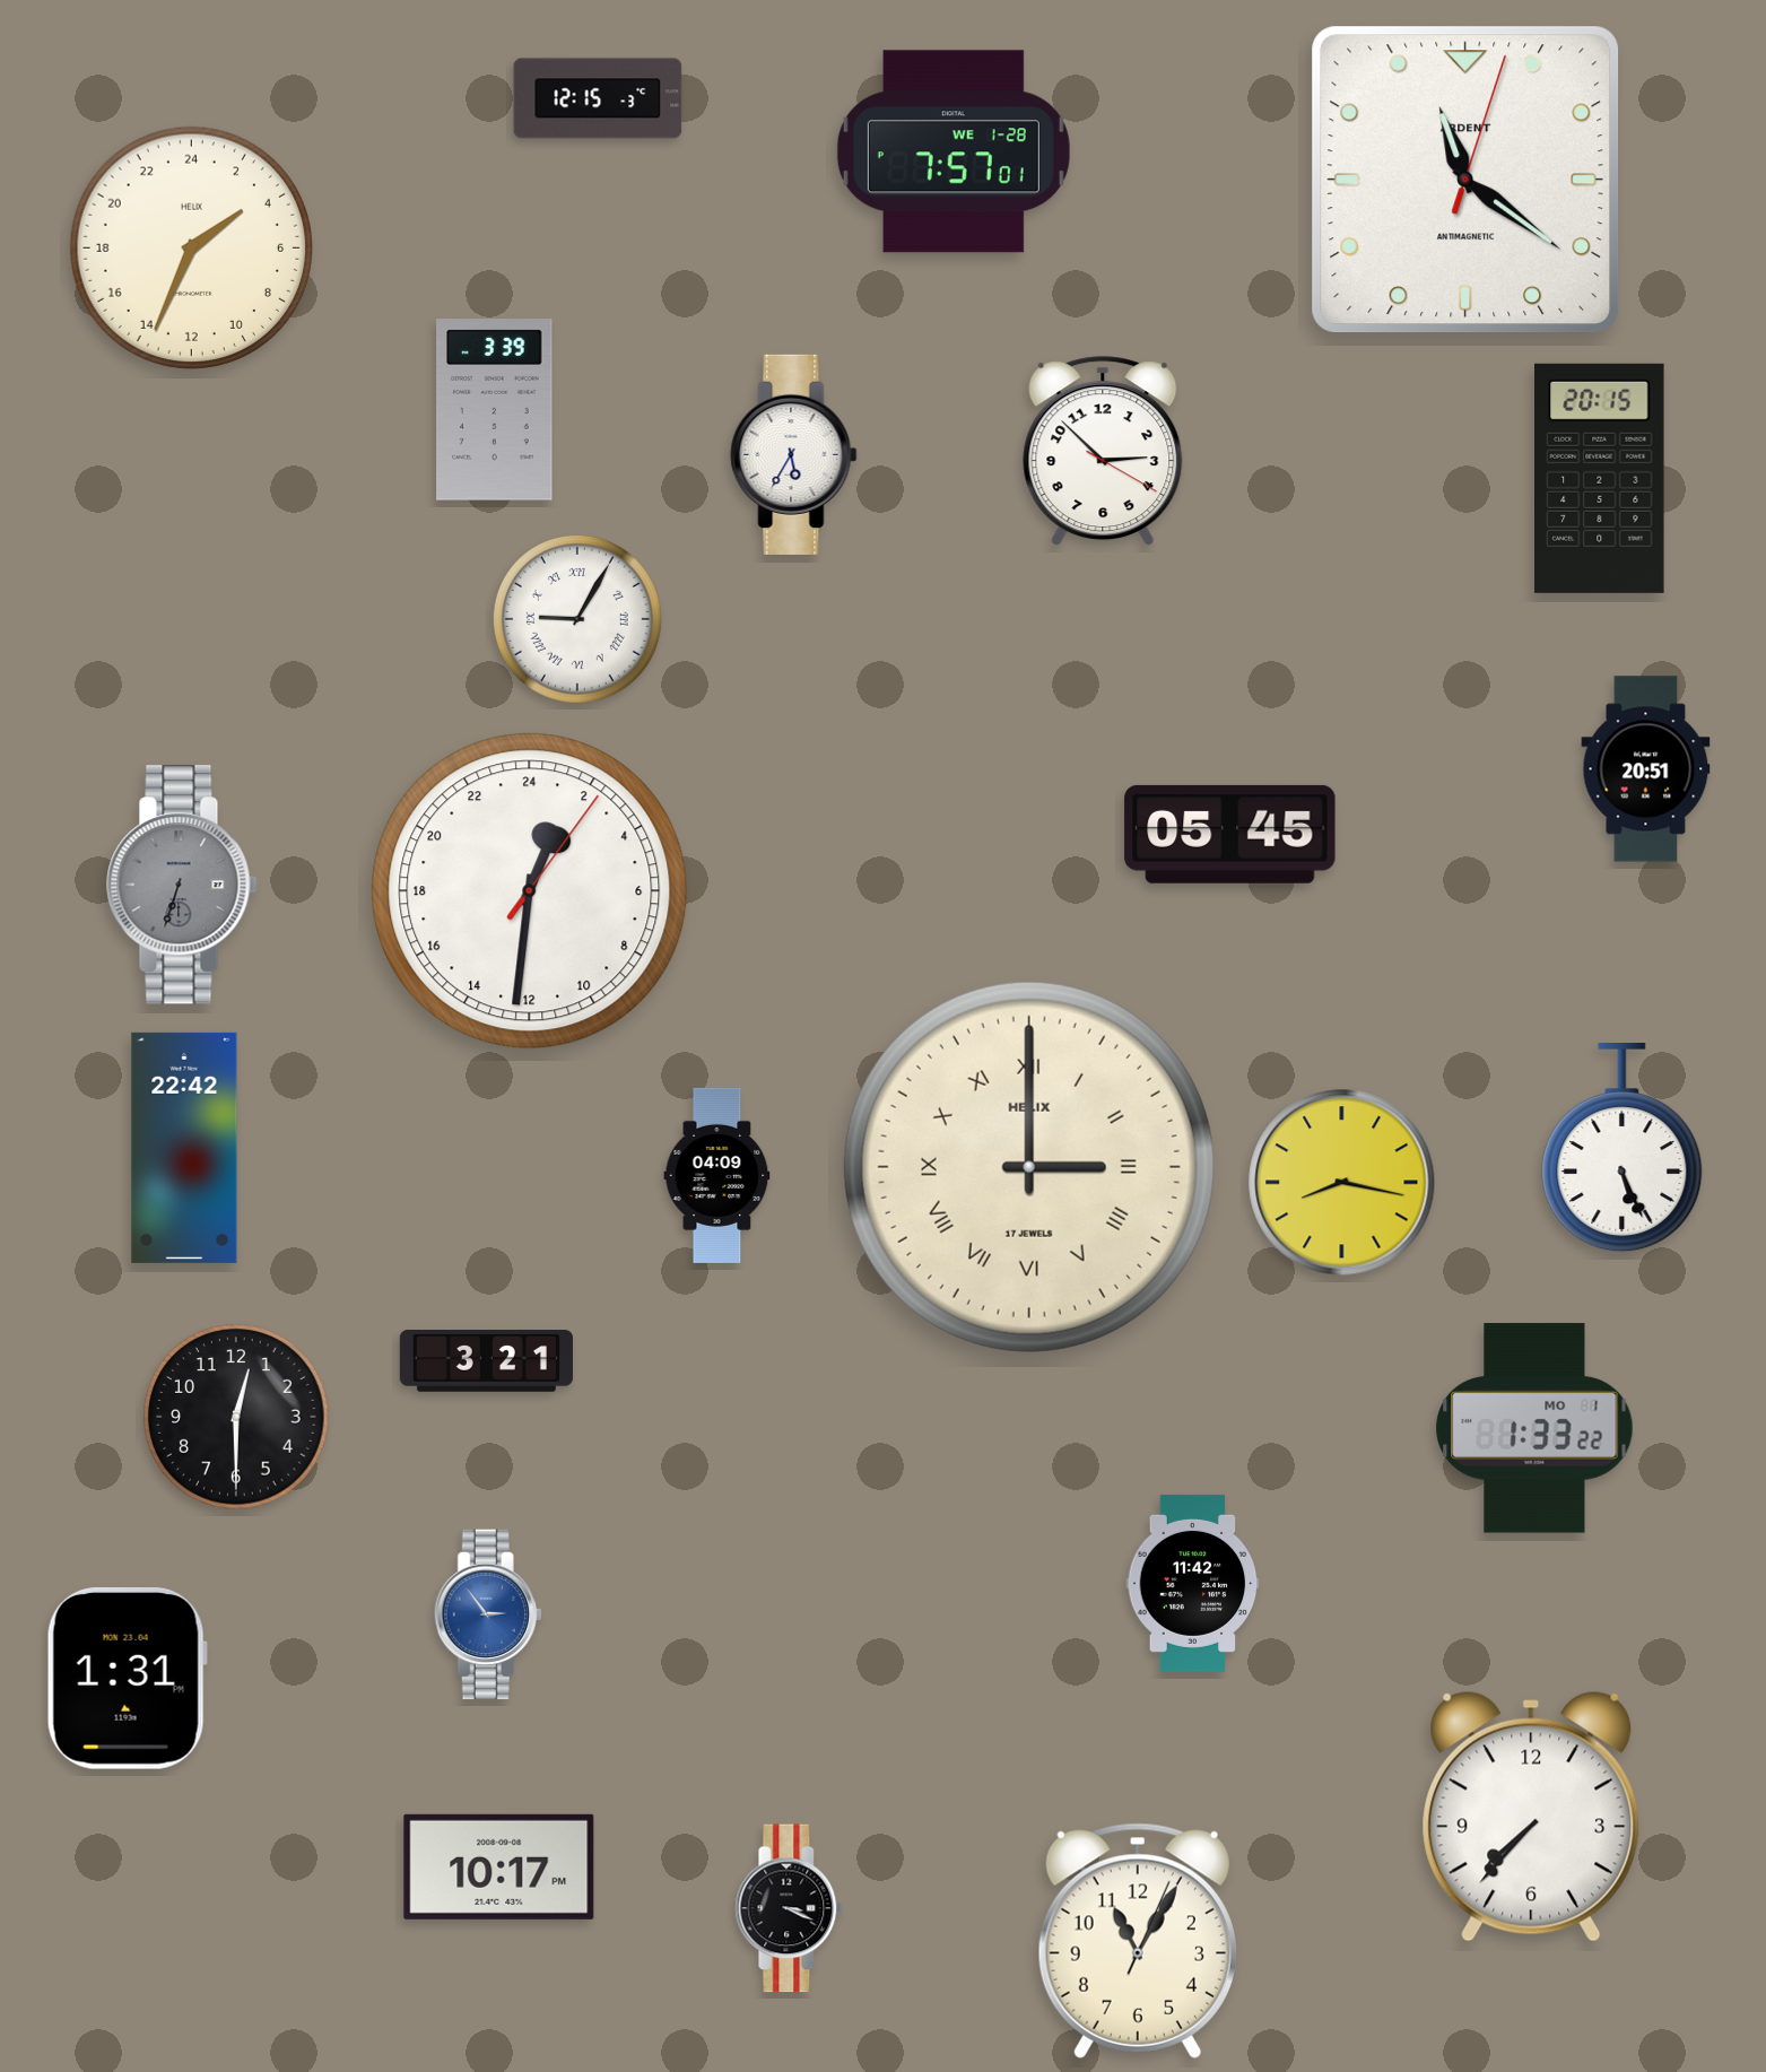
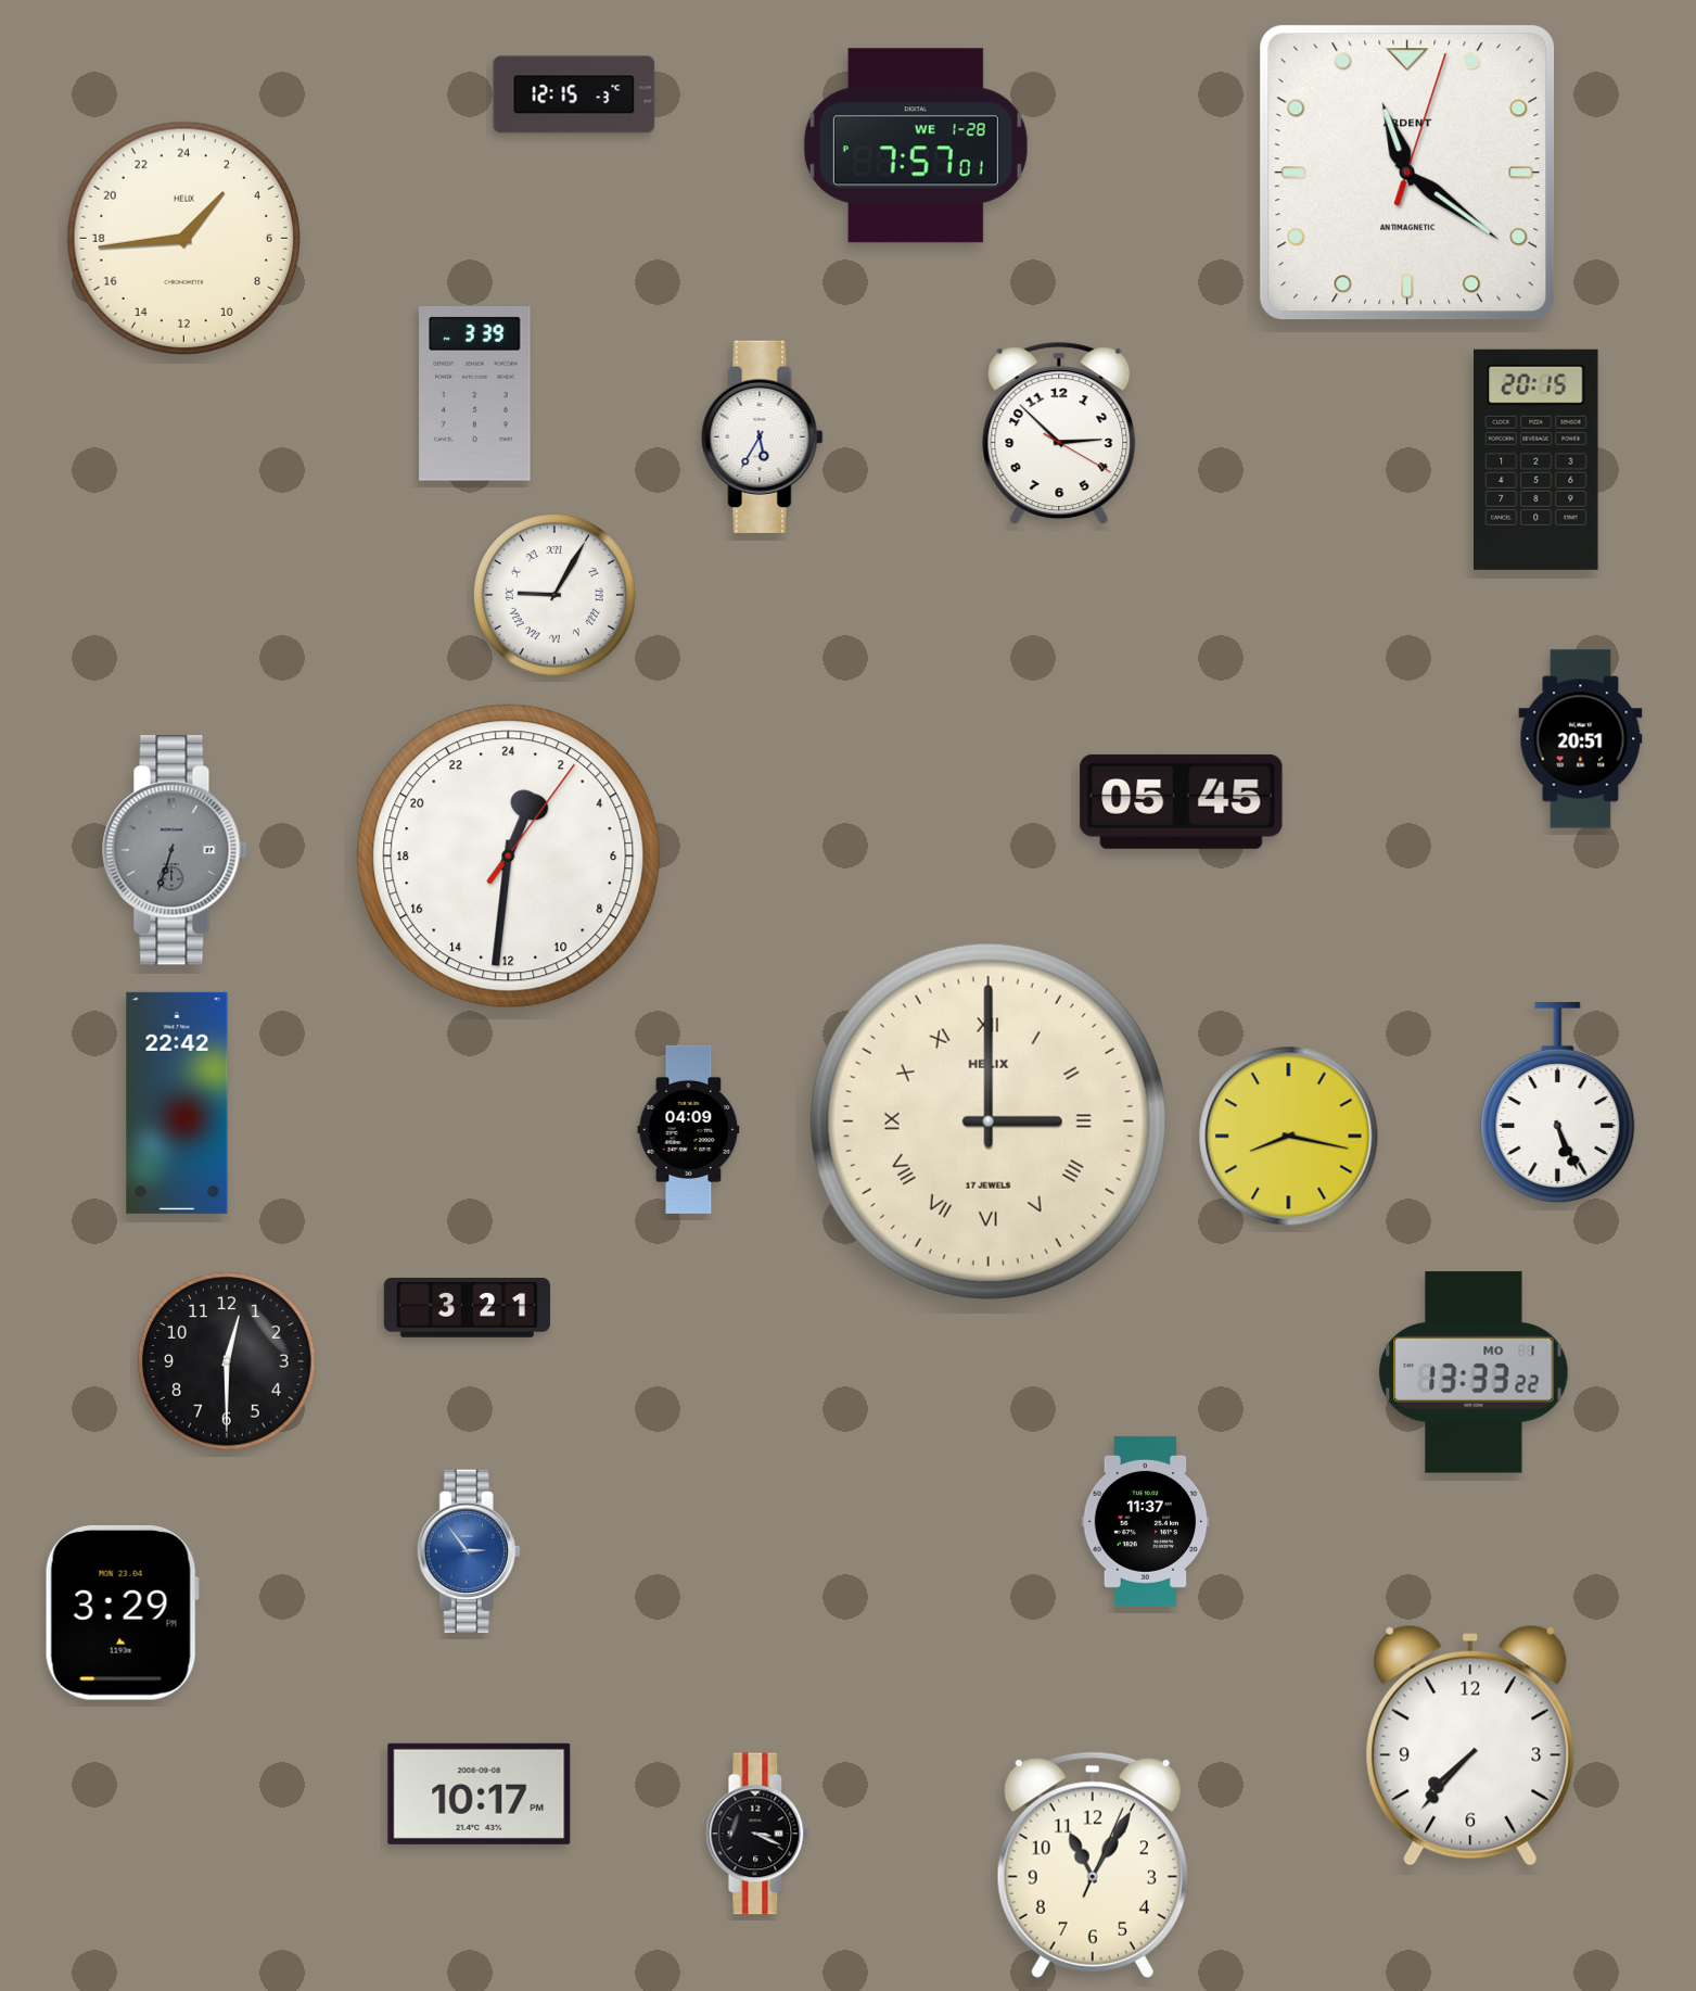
clock at (191, 247): 3:34 -> 2:44
clock at (1534, 1428): 1:33 -> 13:33
clock at (1193, 1583): 11:42 -> 11:37
clock at (127, 1678): 1:31 -> 3:29
